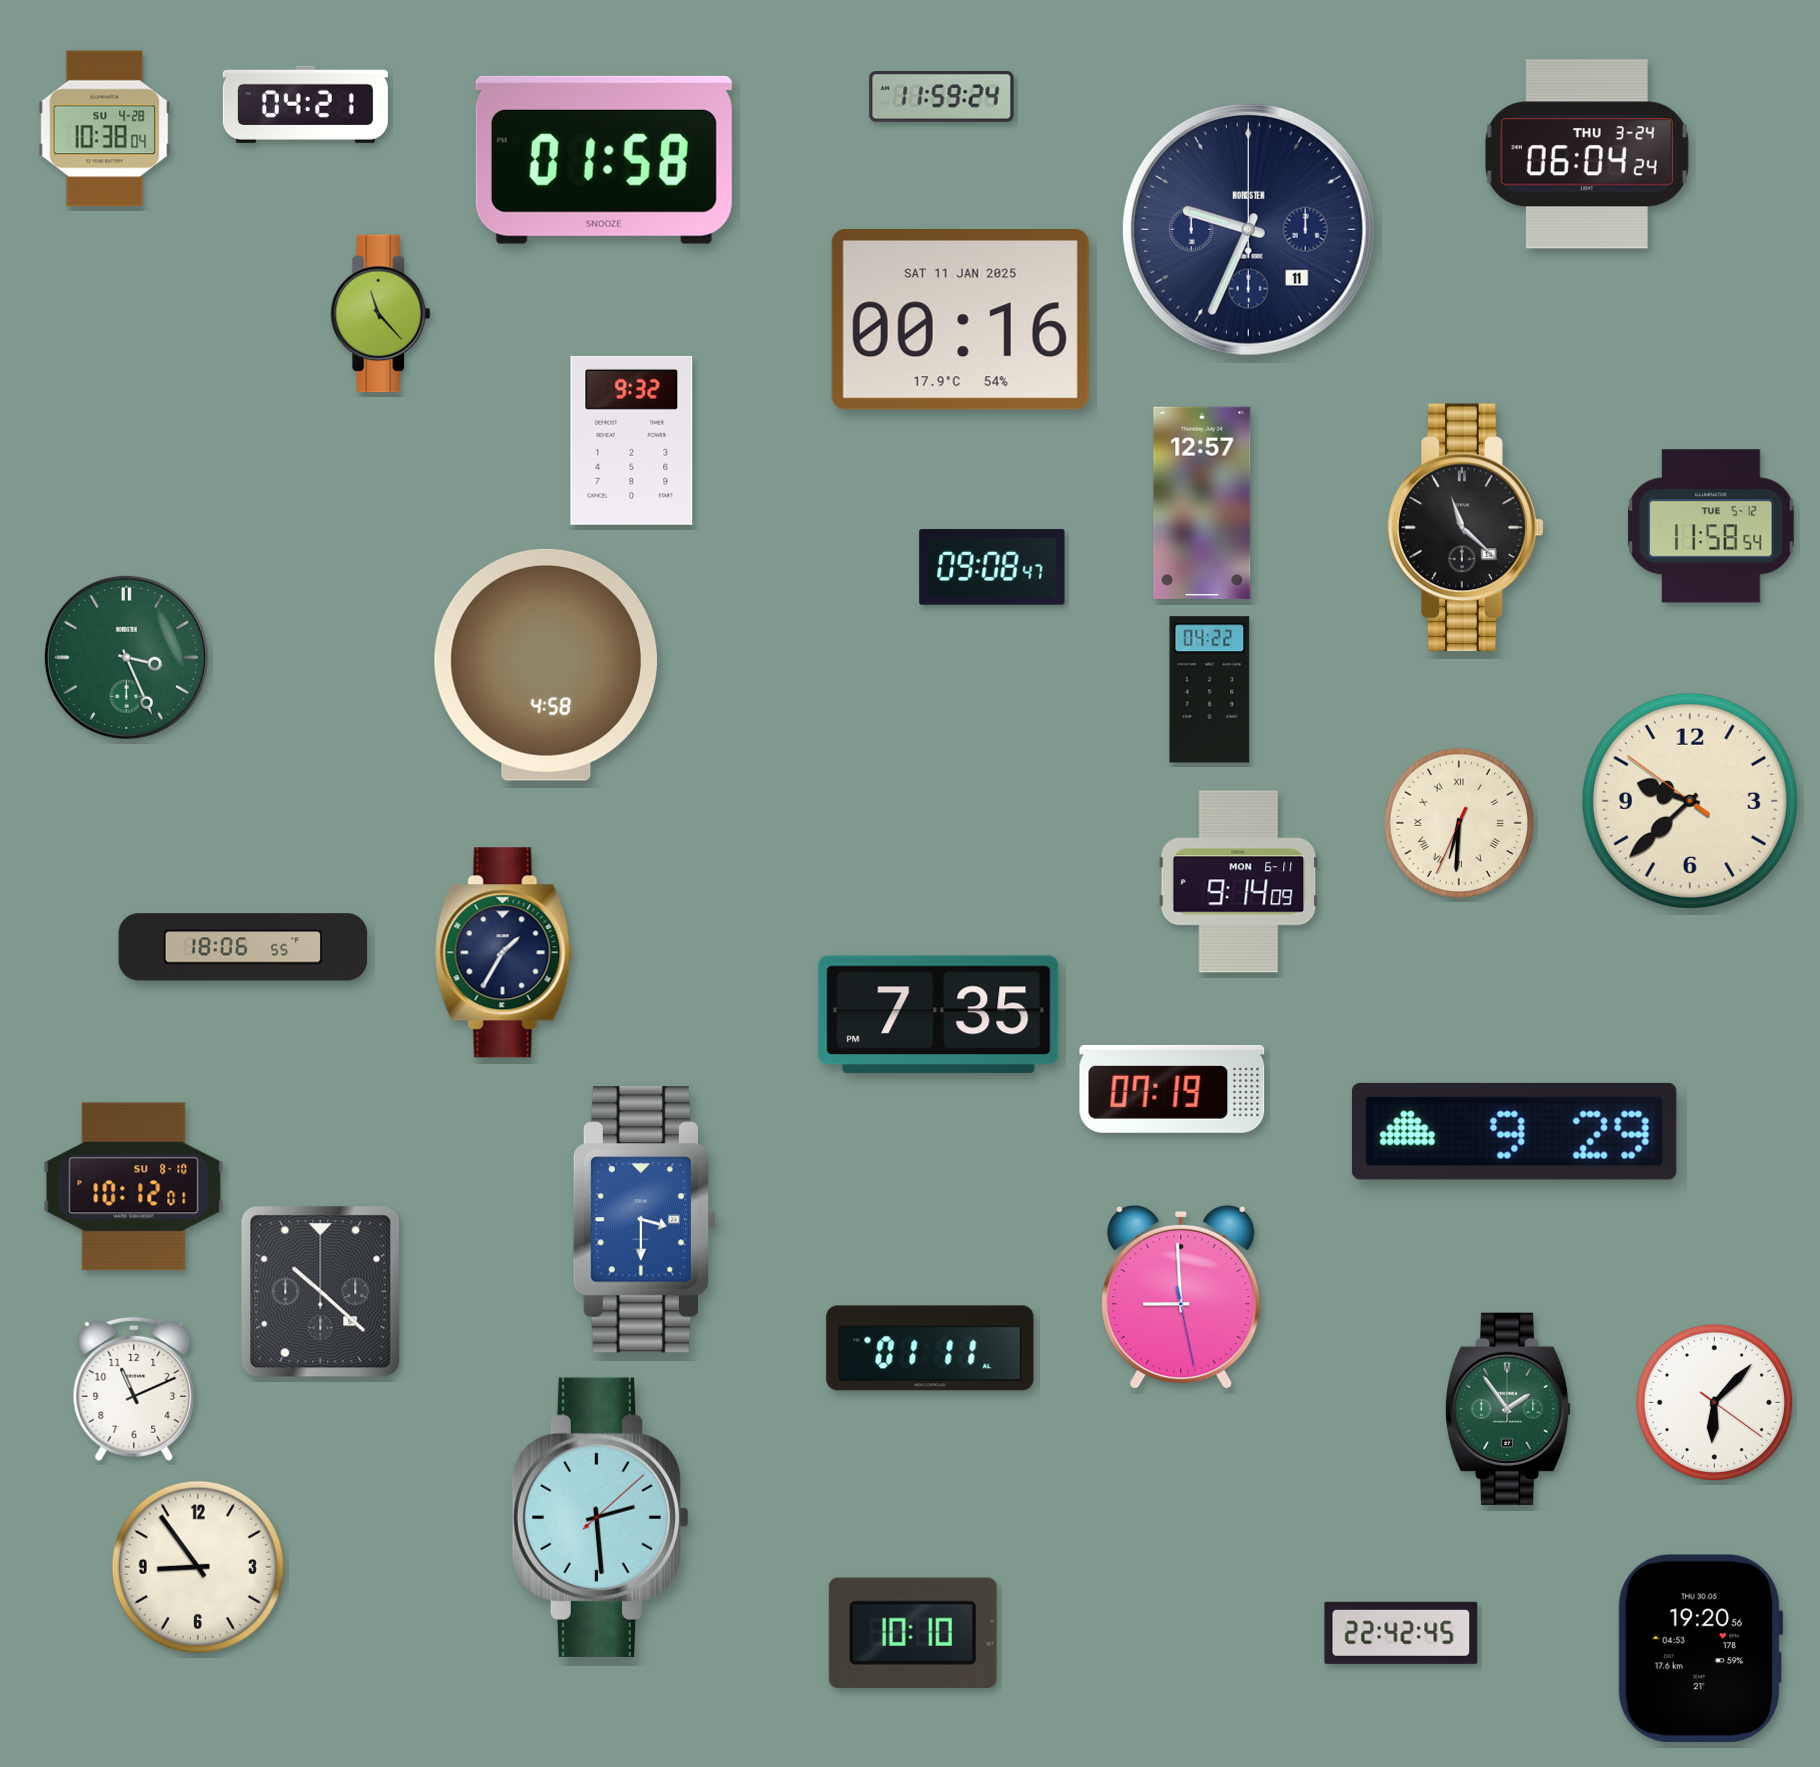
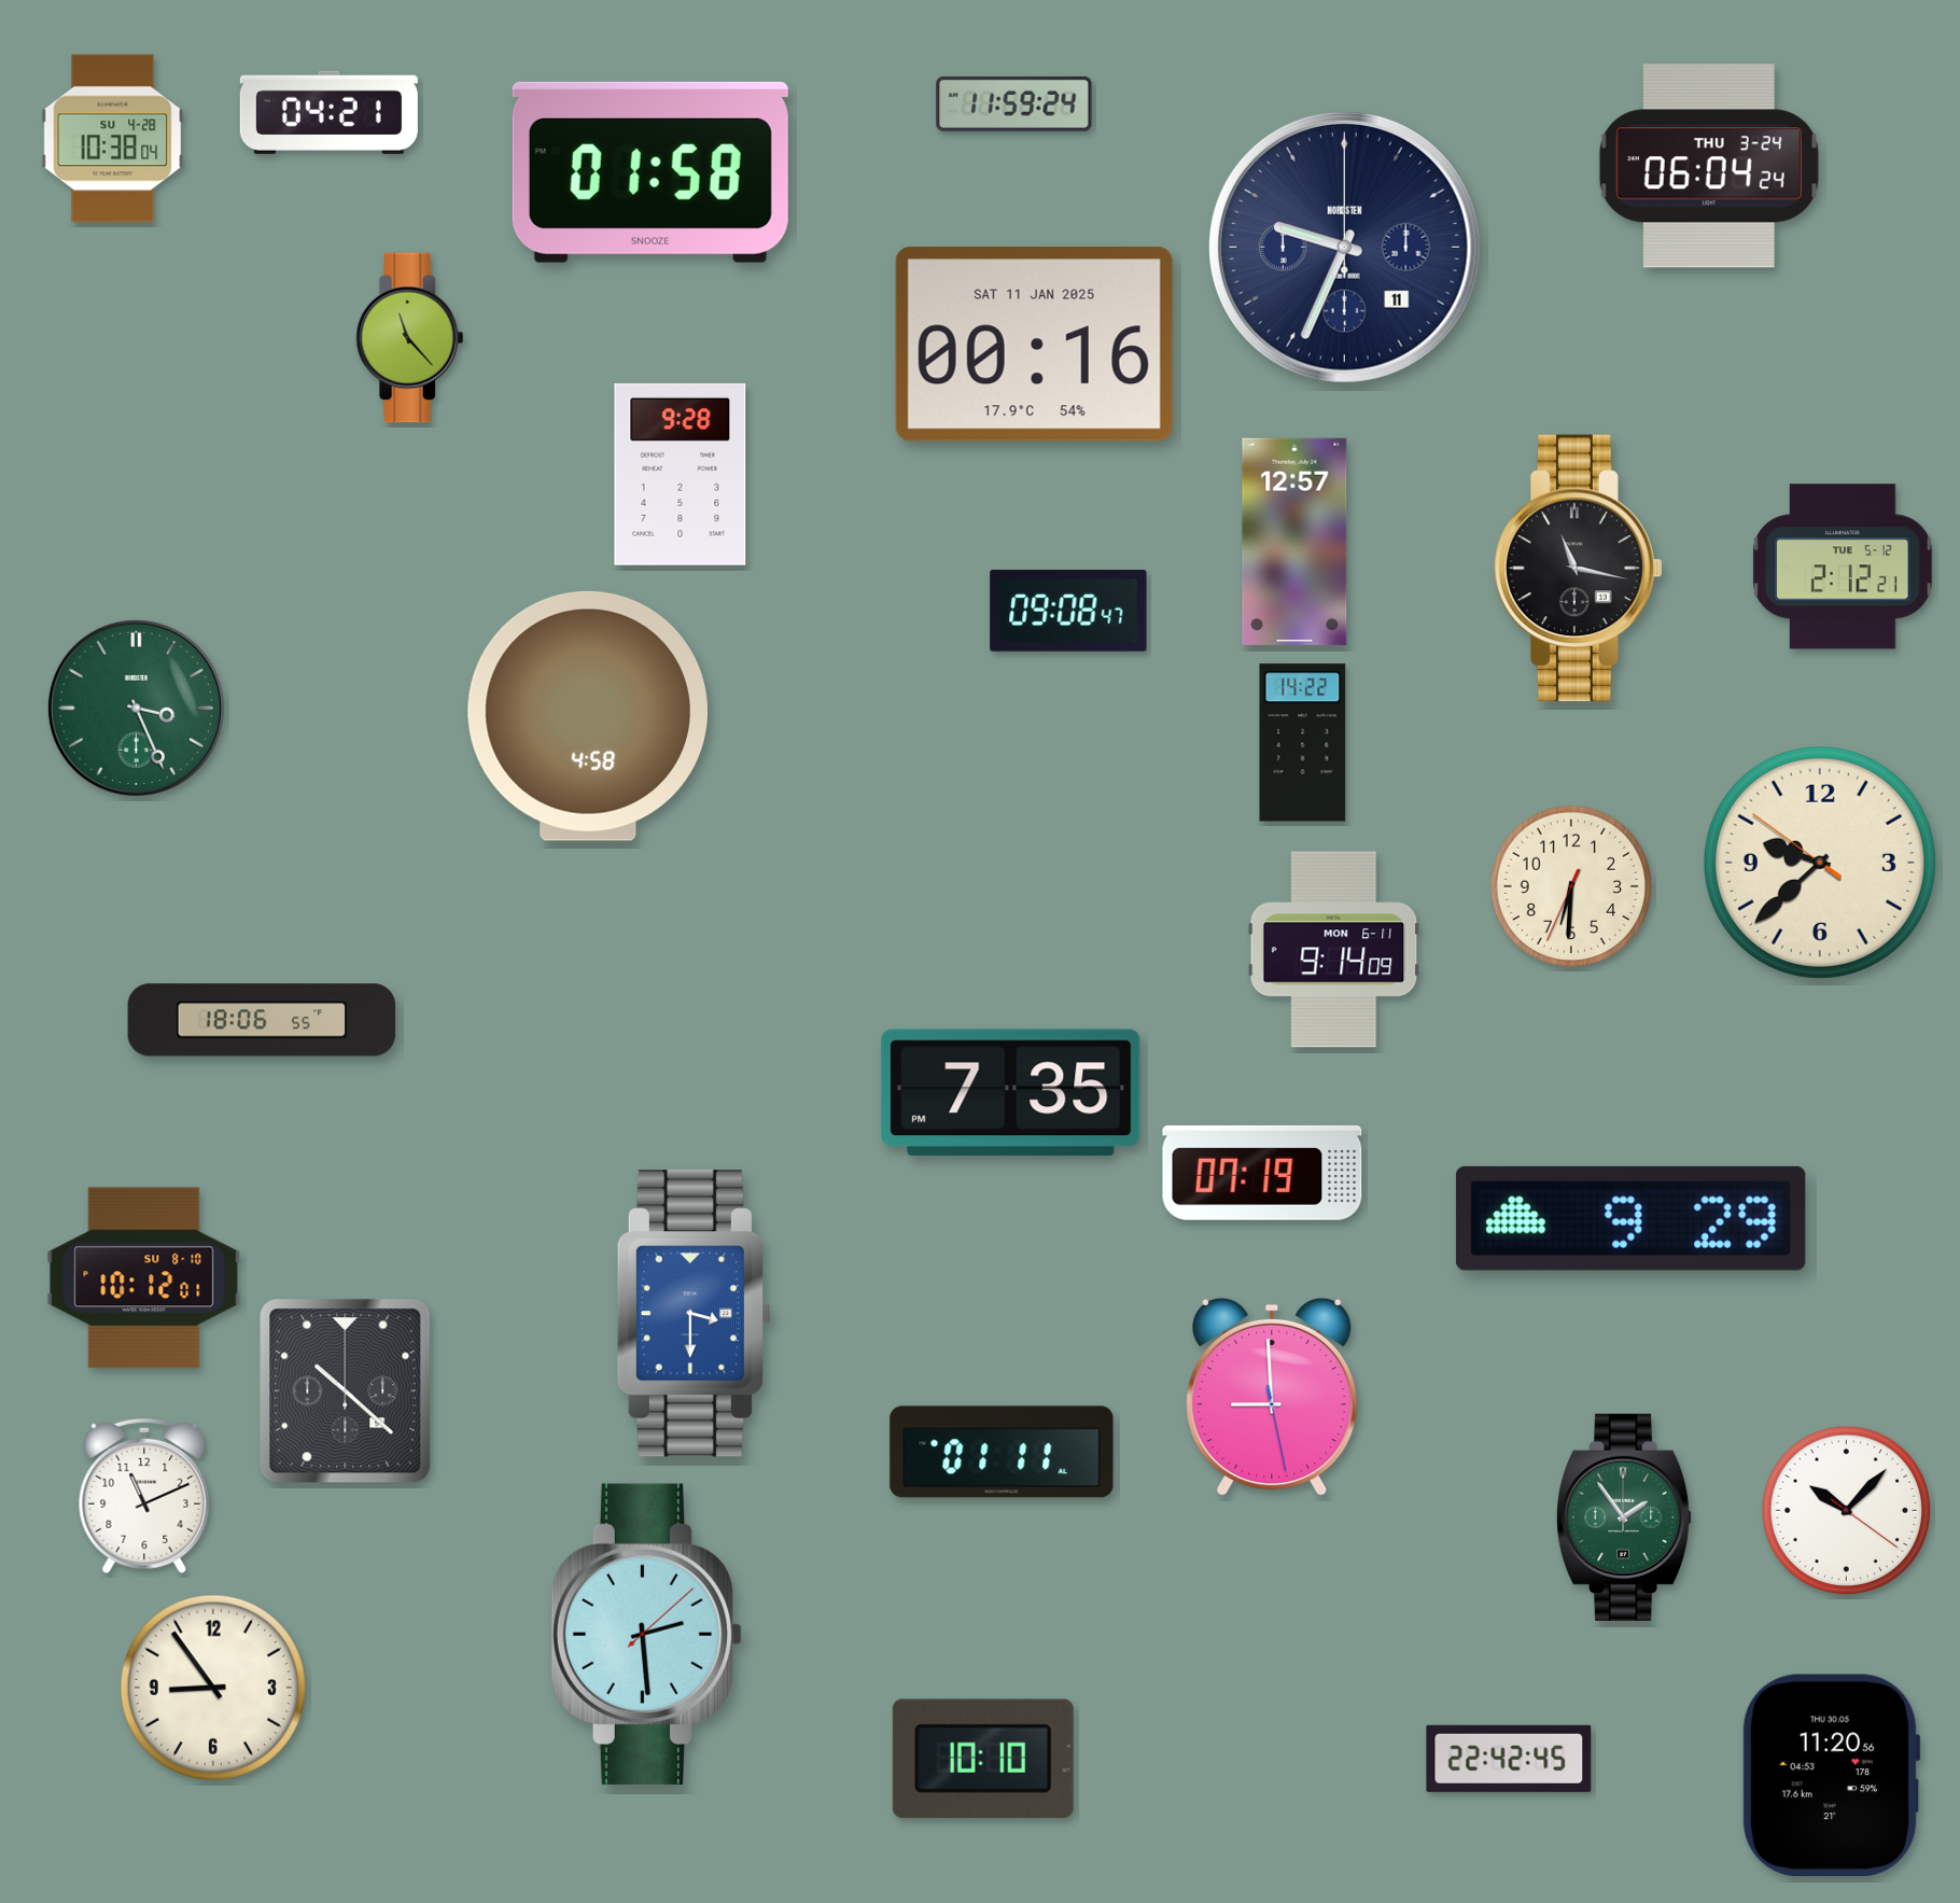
clock at (632, 440): 9:32 -> 9:28
clock at (1711, 526): 11:58 -> 2:12
clock at (1466, 528): 11:22 -> 11:17
clock at (1210, 690): 04:22 -> 14:22
clock at (1459, 823) numerals: Roman -> Arabic
clock at (503, 953): 1:35 -> none
clock at (1714, 1402): 6:07 -> 10:07
clock at (1700, 1648): 19:20 -> 11:20
